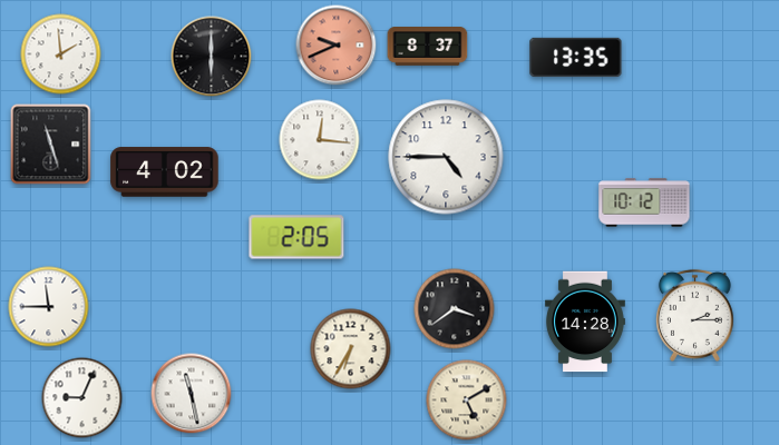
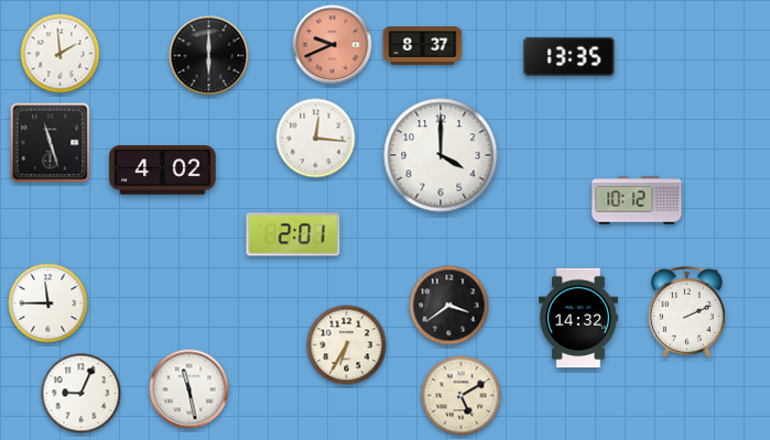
clock at (446, 157): 4:45 -> 4:00
clock at (296, 237): 2:05 -> 2:01
clock at (694, 315): 2:15 -> 2:11
clock at (585, 322): 14:28 -> 14:32
